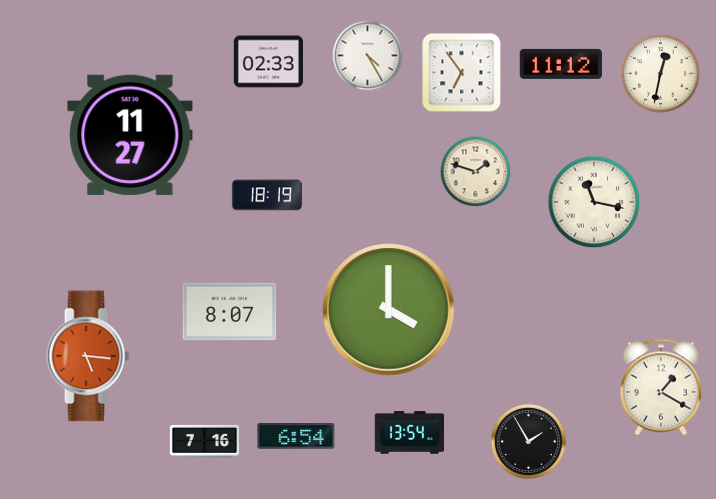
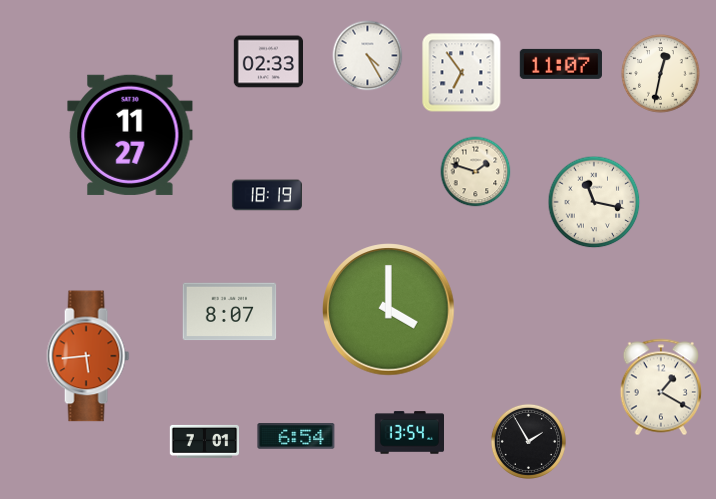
clock at (561, 64): 11:12 -> 11:07
clock at (88, 356): 5:16 -> 5:44
clock at (205, 441): 7:16 -> 7:01
